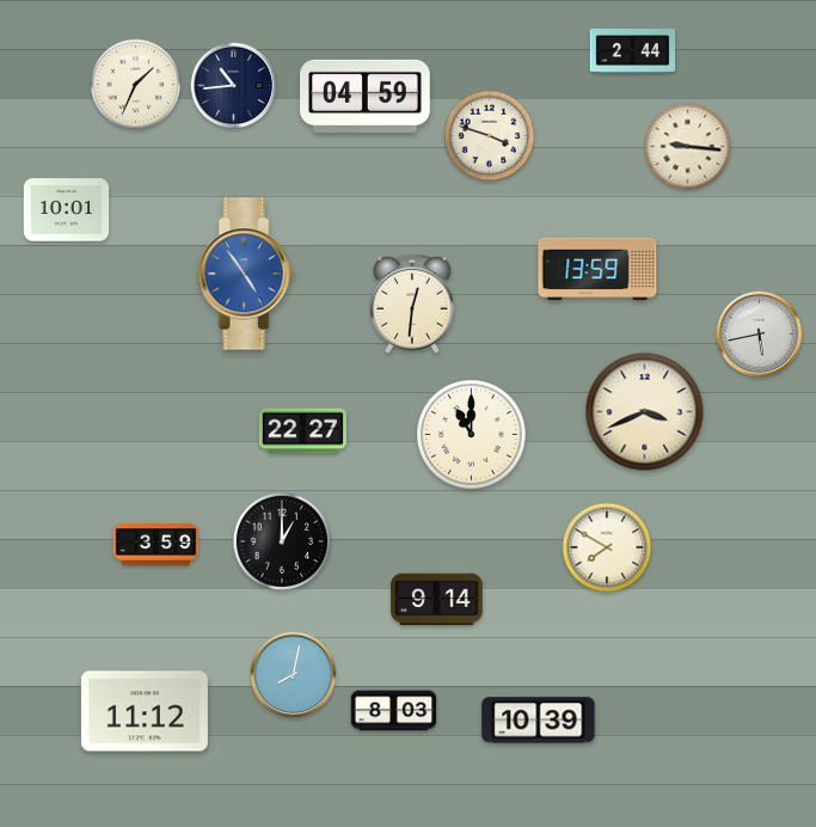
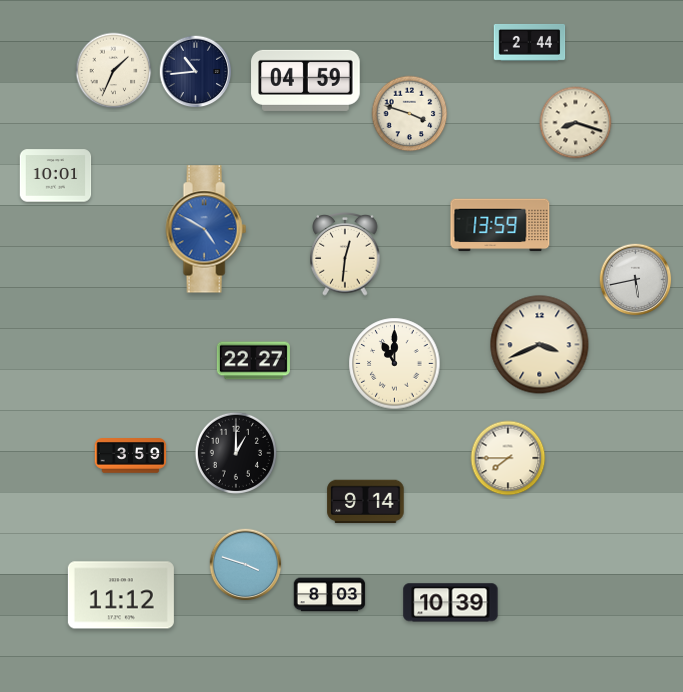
clock at (688, 147): 9:16 -> 8:18
clock at (246, 274): 4:54 -> 4:50
clock at (607, 547): 7:50 -> 7:45
clock at (294, 675): 8:02 -> 3:48
